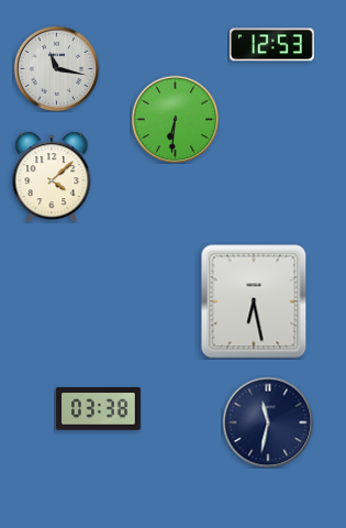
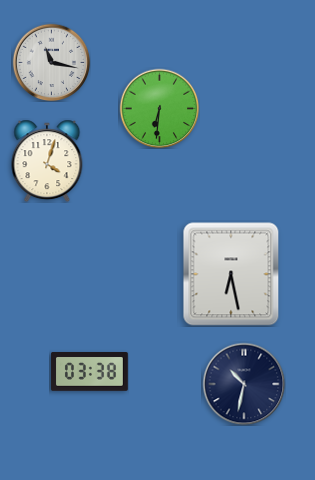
clock at (272, 45): 12:53 -> none
clock at (52, 177): 4:08 -> 4:03
clock at (268, 422): 11:32 -> 10:32
